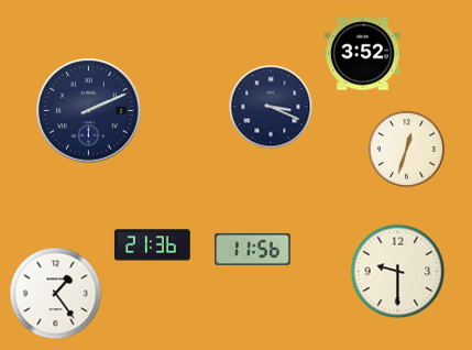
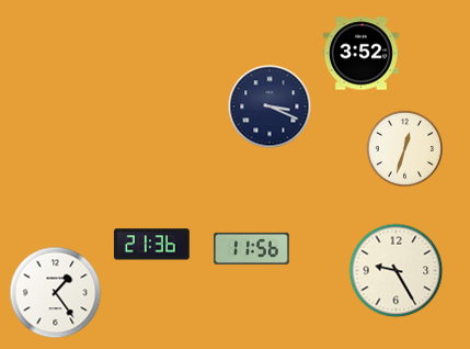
clock at (89, 111): 2:11 -> none
clock at (398, 272): 9:30 -> 9:25
